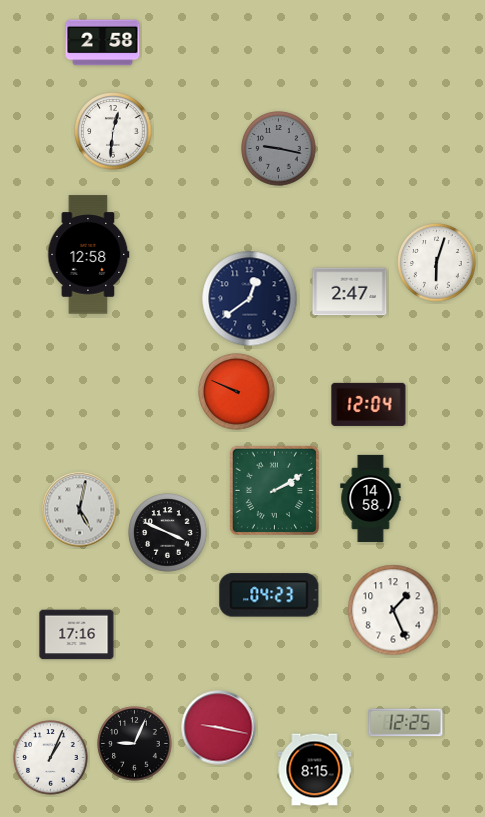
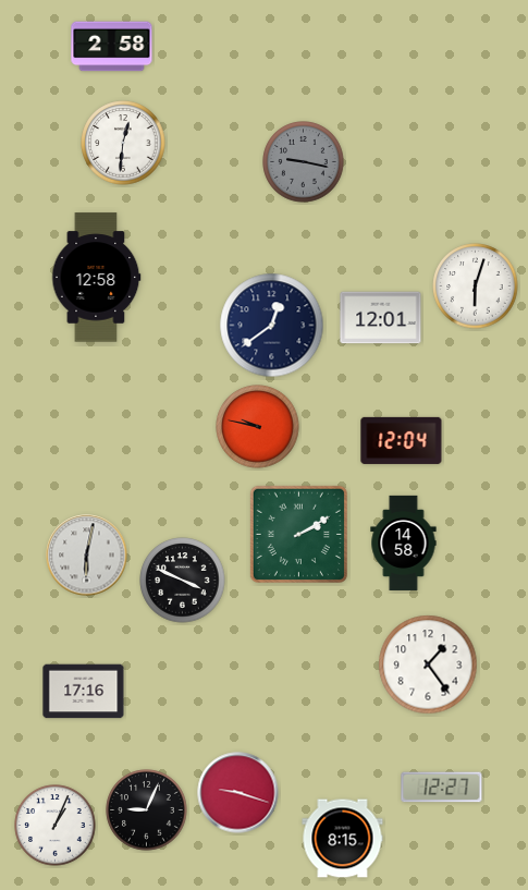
clock at (350, 292): 2:47 -> 12:01
clock at (237, 392): 9:49 -> 9:47
clock at (80, 510): 5:02 -> 6:02
clock at (269, 595): 04:23 -> none
clock at (393, 610): 1:26 -> 1:24
clock at (406, 723): 12:25 -> 12:27
clock at (219, 728): 9:17 -> 9:18
